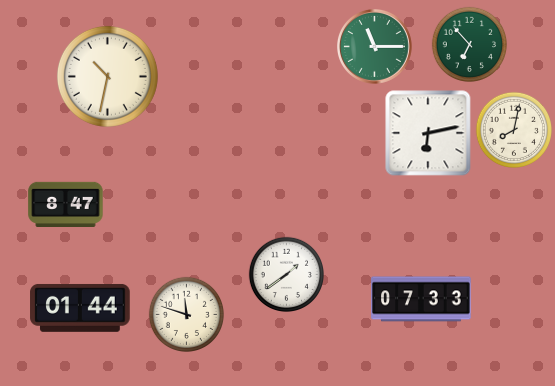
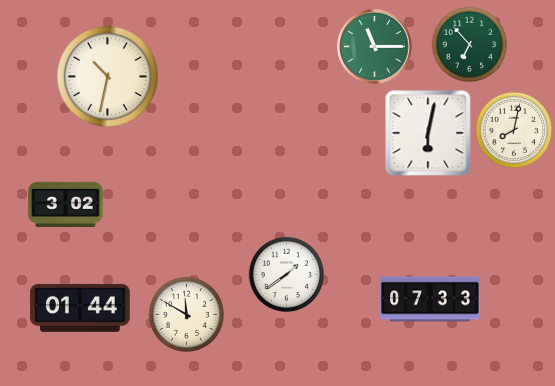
clock at (428, 133): 6:13 -> 6:02
clock at (66, 204): 8:47 -> 3:02
clock at (421, 299) position: (421, 299) -> (430, 299)
clock at (186, 314): 11:48 -> 11:50
